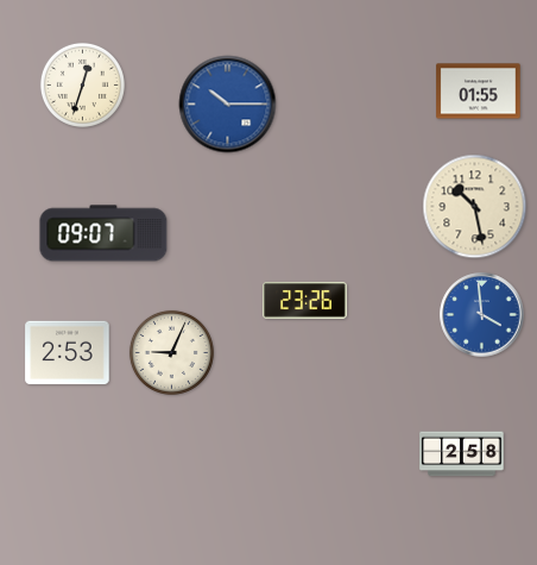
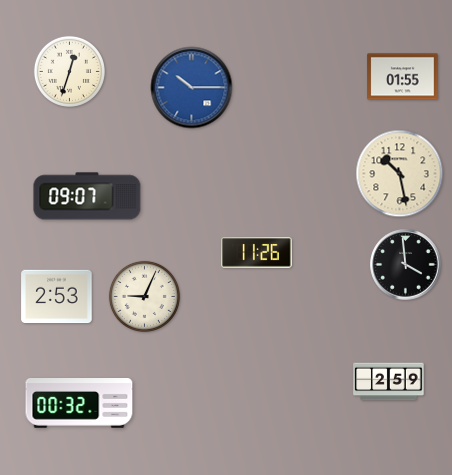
clock at (305, 301): 23:26 -> 11:26
clock at (482, 315) dial: blue -> black
clock at (462, 454): 2:58 -> 2:59
clock at (79, 404): none -> 00:32
